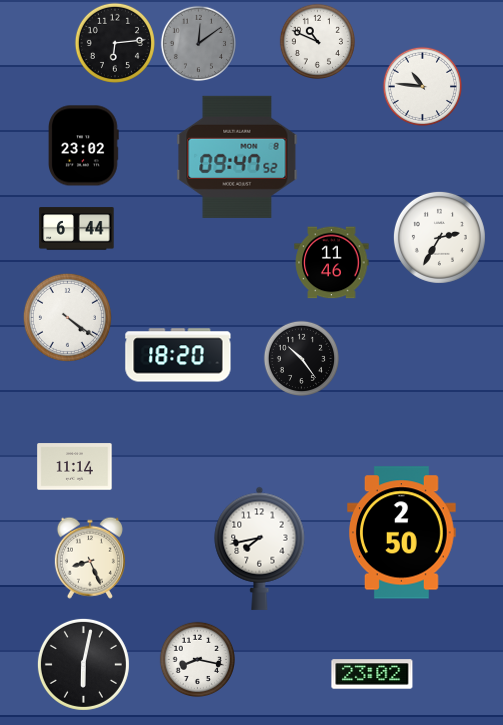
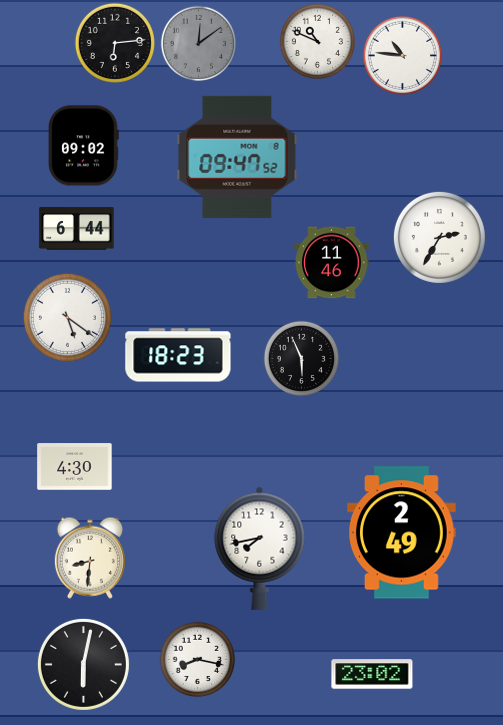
clock at (422, 86) position: (422, 86) -> (402, 55)
clock at (84, 146): 23:02 -> 09:02
clock at (67, 317): 4:21 -> 5:21
clock at (178, 355): 18:20 -> 18:23
clock at (301, 358): 10:24 -> 5:56
clock at (75, 467): 11:14 -> 4:30
clock at (402, 533): 2:50 -> 2:49
clock at (90, 558): 8:26 -> 8:31
